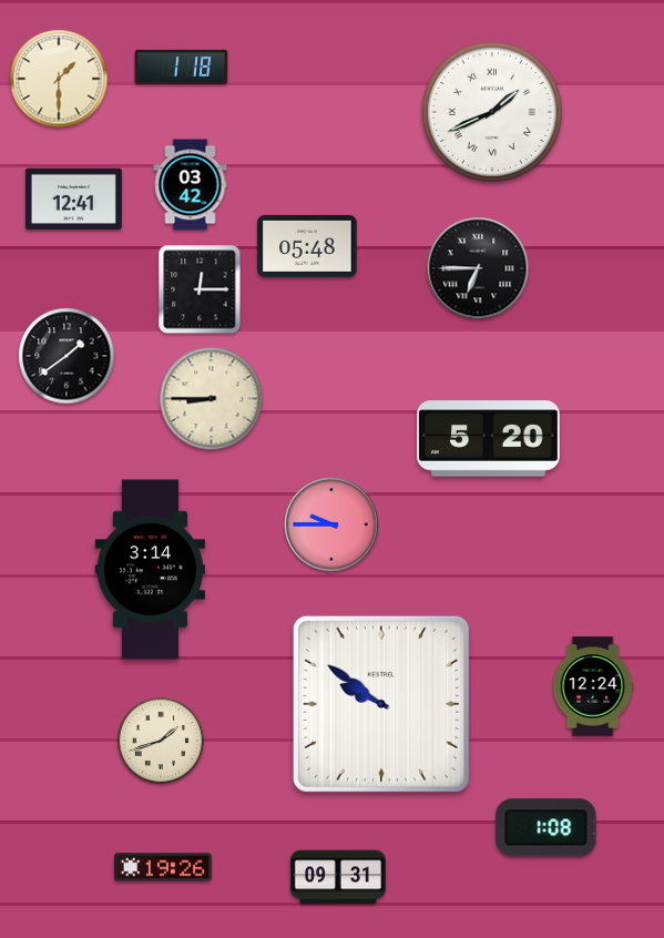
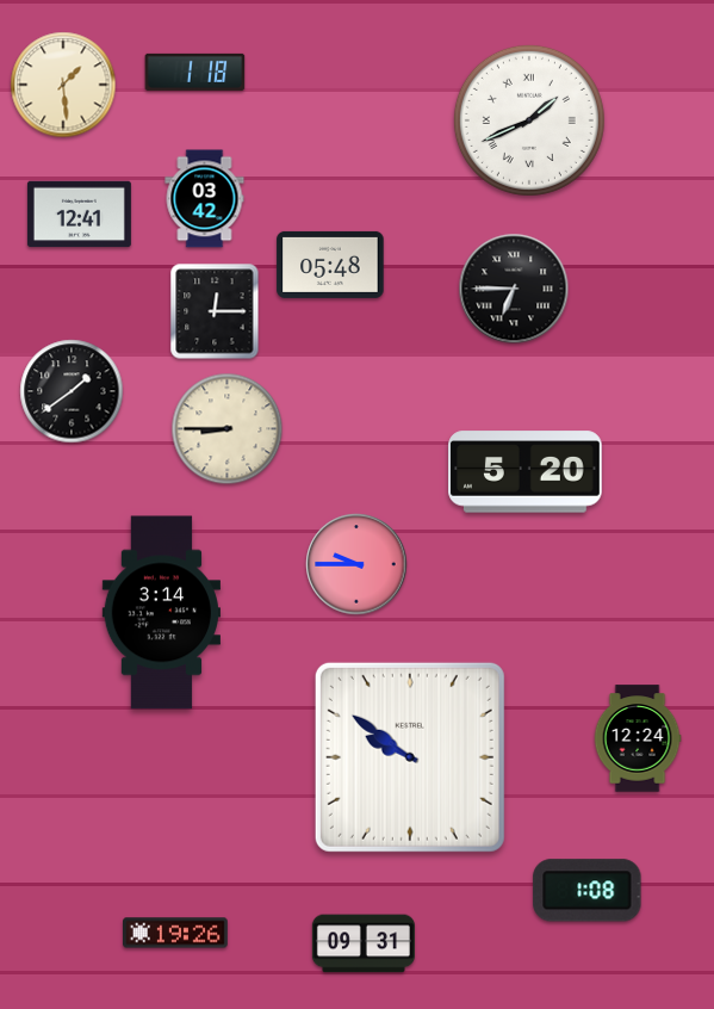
clock at (59, 79): 1:30 -> 1:29
clock at (67, 356) position: (67, 356) -> (72, 391)
clock at (161, 741): 1:42 -> none
